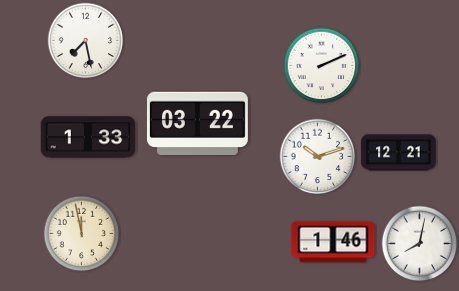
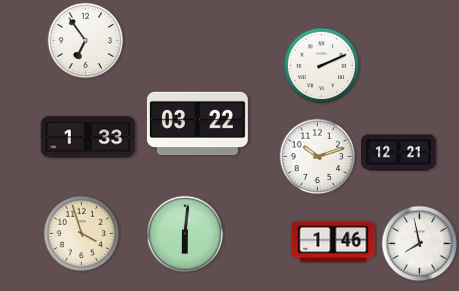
clock at (86, 41): 7:28 -> 6:54
clock at (82, 234): 11:58 -> 3:57
clock at (185, 234): none -> 6:01
clock at (420, 244): 8:02 -> 7:58
